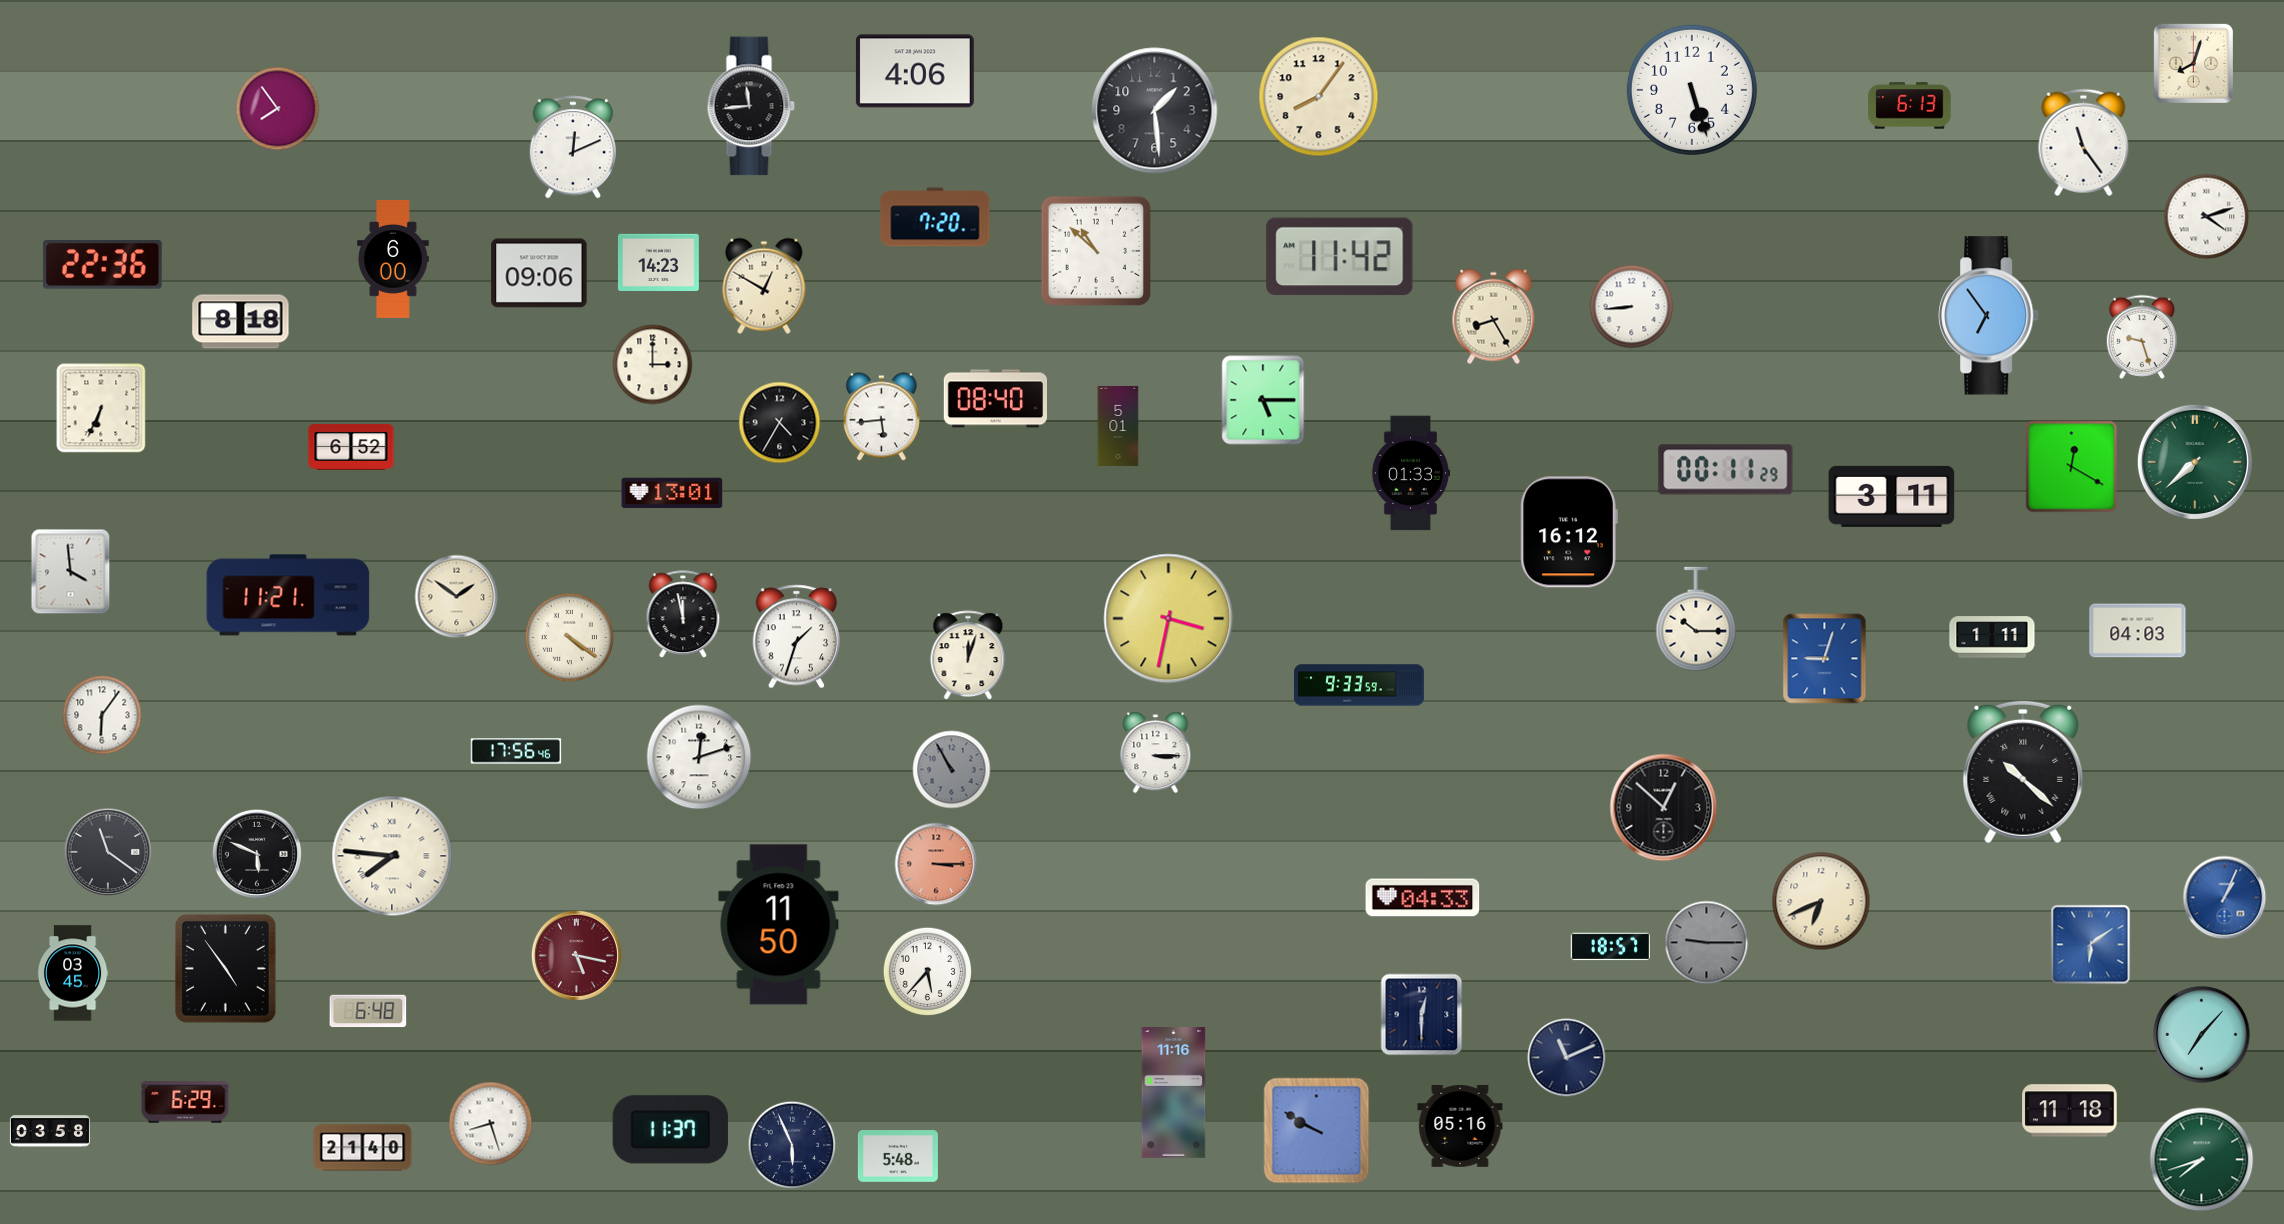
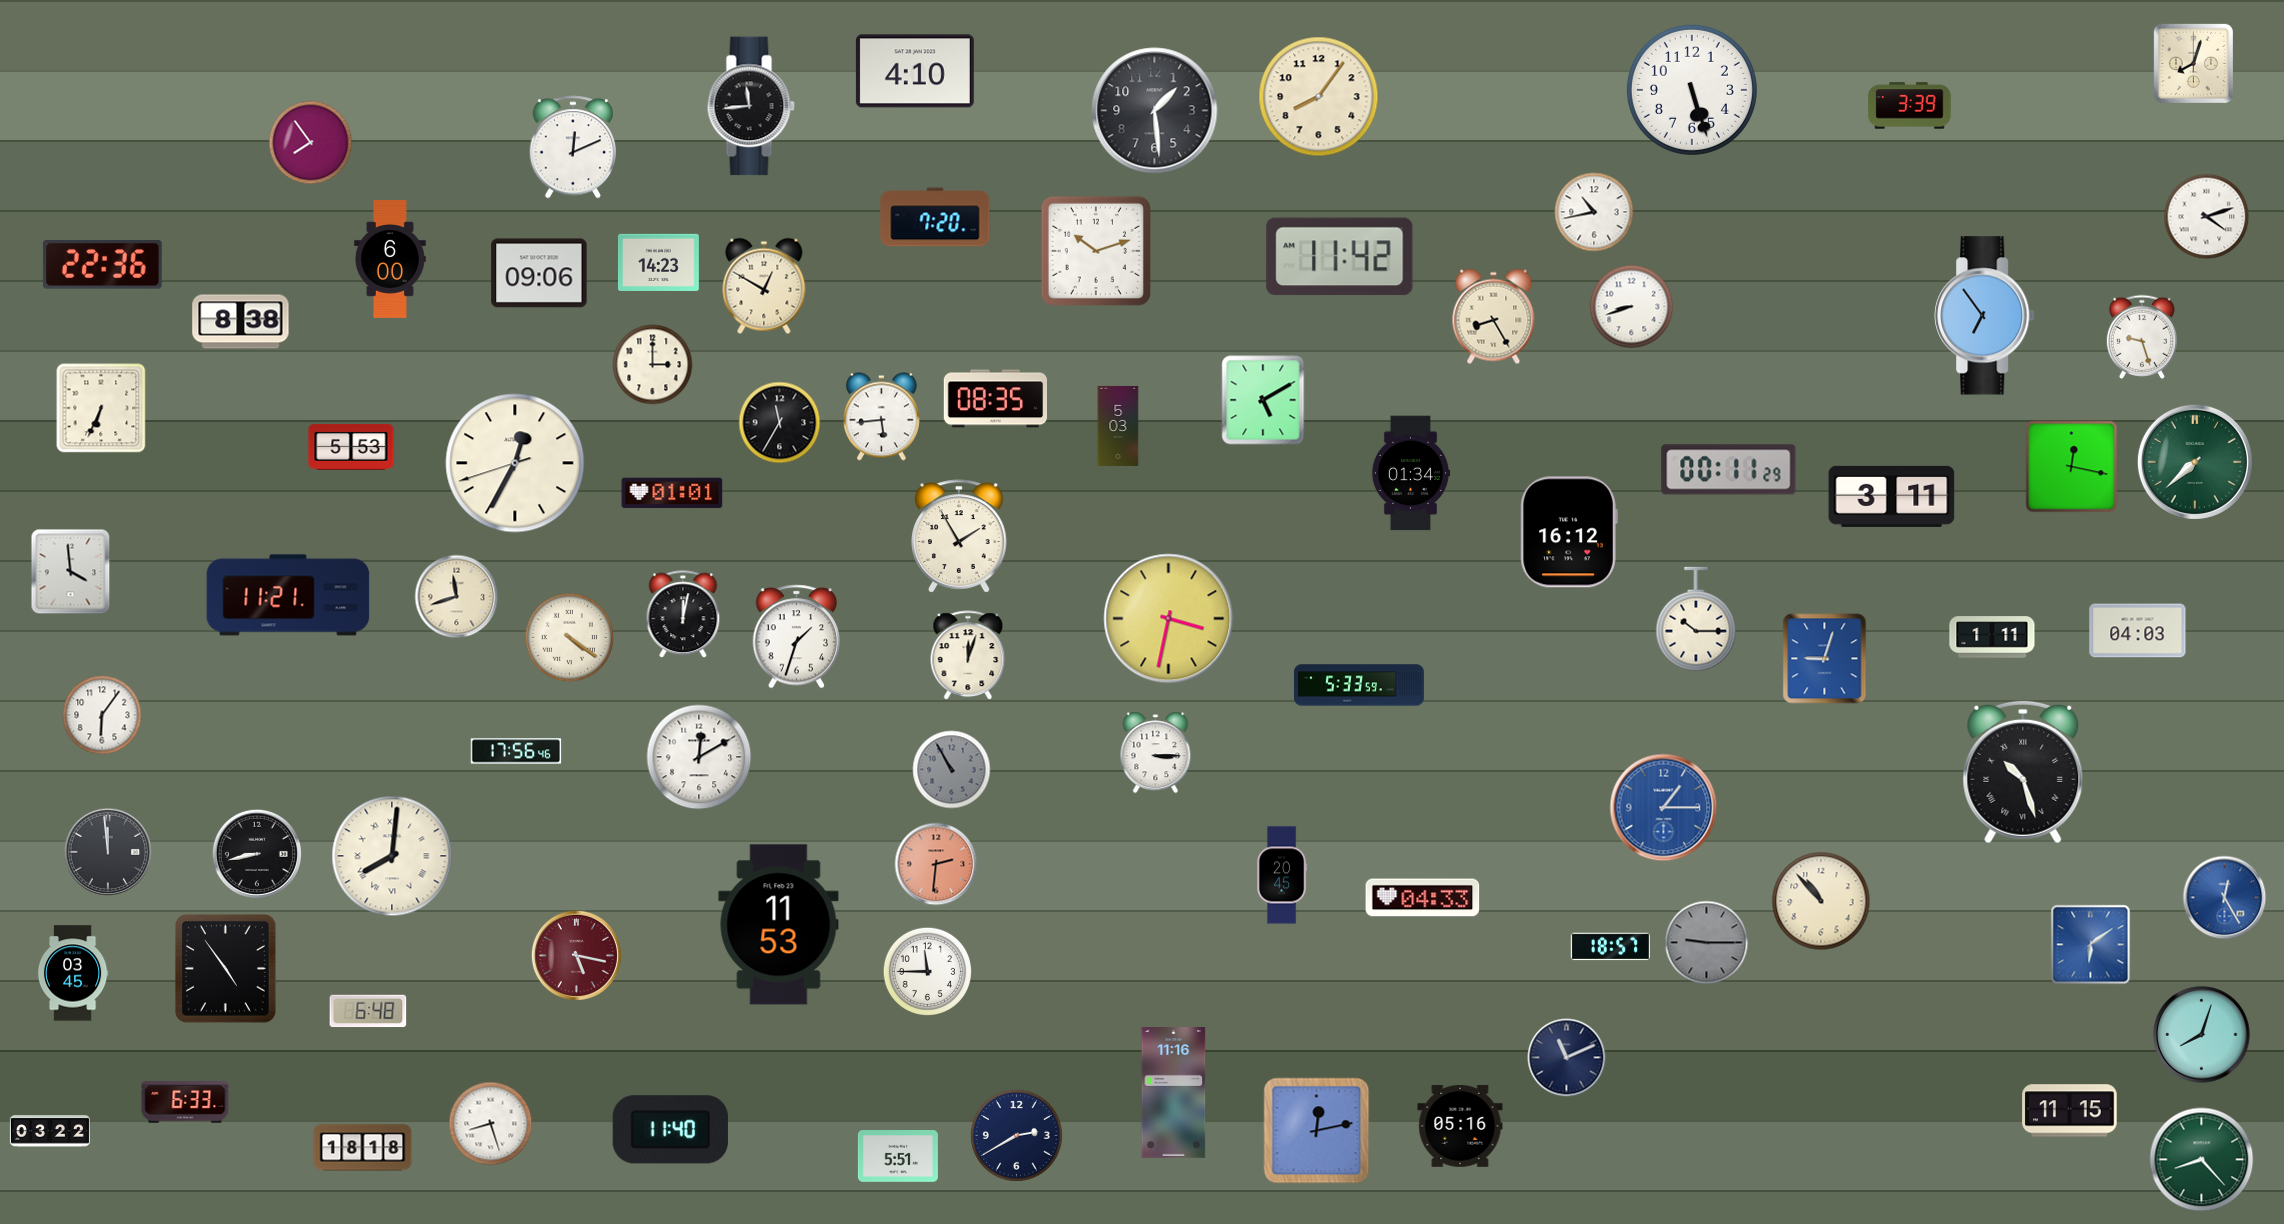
clock at (915, 71): 4:06 -> 4:10
clock at (1910, 106): 6:13 -> 3:39
clock at (278, 109) position: (278, 109) -> (311, 143)
clock at (2084, 143): 11:24 -> none
clock at (1594, 212): none -> 10:43
clock at (1096, 251): 10:52 -> 10:12
clock at (393, 259) position: (393, 259) -> (390, 259)
clock at (1632, 307): 8:44 -> 8:42
clock at (1989, 316) position: (1989, 316) -> (1985, 316)
clock at (241, 322): 8:18 -> 8:38
clock at (995, 399): 08:40 -> 08:35
clock at (1263, 400): 5:15 -> 5:10
clock at (780, 423): 4:35 -> 11:35
clock at (1118, 426): 5:01 -> 5:03
clock at (351, 447): 6:52 -> 5:53
clock at (515, 463): none -> 12:34
clock at (2072, 467): 12:20 -> 12:17
clock at (1726, 470) position: (1726, 470) -> (1729, 470)
clock at (1411, 473): 01:33 -> 01:34
clock at (672, 493): 13:01 -> 01:01
clock at (959, 536): none -> 1:55
clock at (457, 597): 1:51 -> 11:42
clock at (683, 615): 11:58 -> 12:02
clock at (1359, 685): 9:33 -> 5:33
clock at (699, 757): 12:12 -> 12:10
clock at (2023, 772): 10:22 -> 10:27
clock at (1664, 808): 12:52 -> 1:15
clock at (1664, 808) dial: black -> blue
clock at (108, 852): 11:21 -> 11:59
clock at (257, 854): 5:49 -> 8:43
clock at (392, 856): 7:46 -> 8:01
clock at (936, 864): 3:15 -> 2:31
clock at (1282, 875): none -> 20:45
clock at (2225, 898): 1:04 -> 12:25
clock at (1821, 901): 6:41 -> 10:53
clock at (779, 925): 11:50 -> 11:53
clock at (927, 971): 5:37 -> 11:45
clock at (1422, 1015): 12:30 -> none
clock at (2202, 1035): 7:07 -> 8:03
clock at (185, 1102): 6:29 -> 6:33
clock at (2070, 1111): 11:18 -> 11:15
clock at (670, 1130): 11:37 -> 11:40
clock at (50, 1131): 03:58 -> 03:22
clock at (1317, 1131): 9:50 -> 12:13
clock at (1016, 1135): none -> 2:40
clock at (792, 1145): 5:56 -> none
clock at (363, 1148): 21:40 -> 18:18
clock at (898, 1157): 5:48 -> 5:51
clock at (2202, 1160): 7:42 -> 8:23
